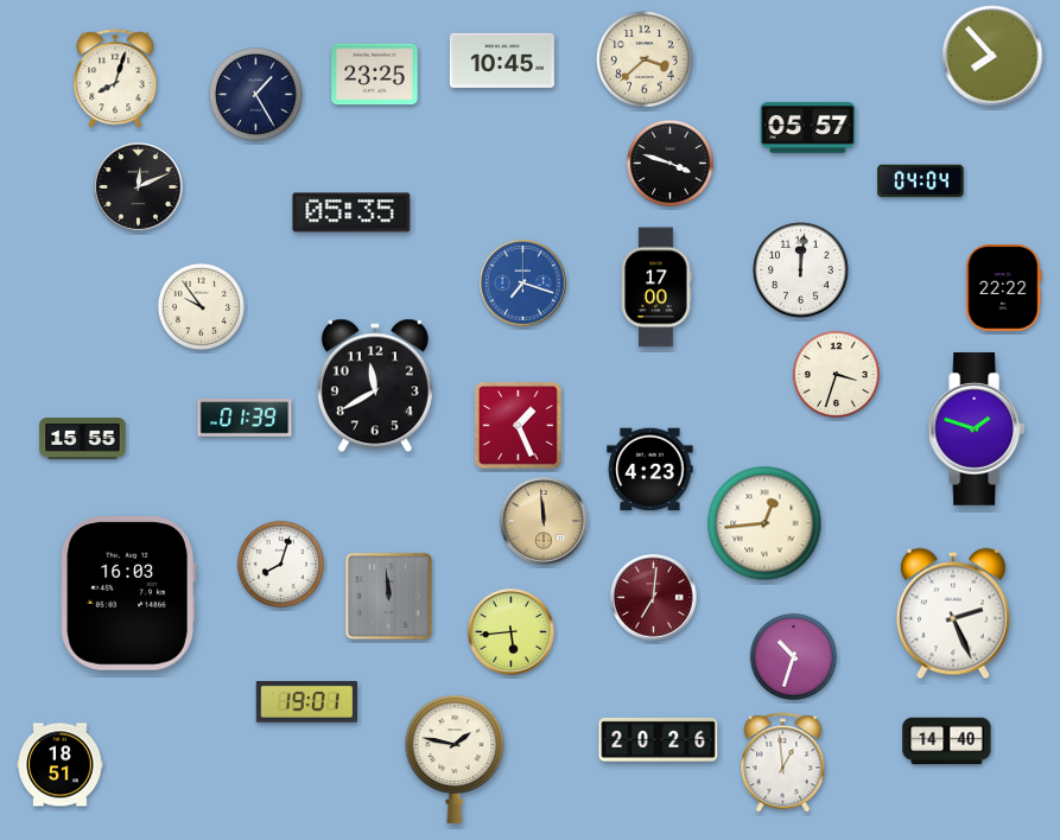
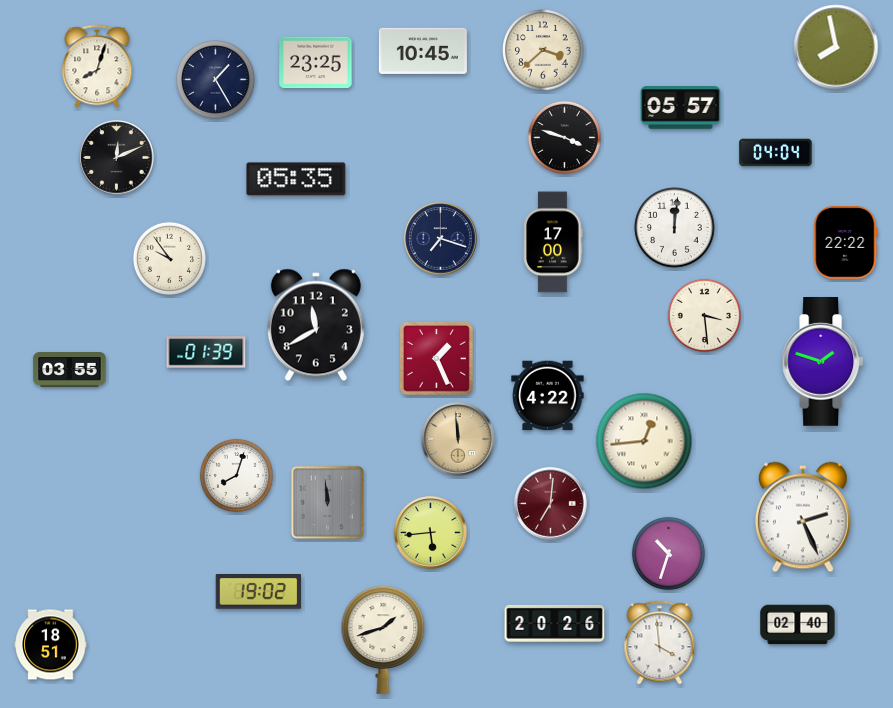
clock at (992, 56): 7:53 -> 7:58
clock at (523, 284) dial: blue -> navy
clock at (836, 374): 3:33 -> 3:29
clock at (83, 439): 15:55 -> 03:55
clock at (650, 470): 4:23 -> 4:22
clock at (128, 594): 16:03 -> none
clock at (306, 702): 19:01 -> 19:02
clock at (947, 742): 14:40 -> 02:40
clock at (455, 759): 1:47 -> 1:42
clock at (783, 763): 12:59 -> 3:59
